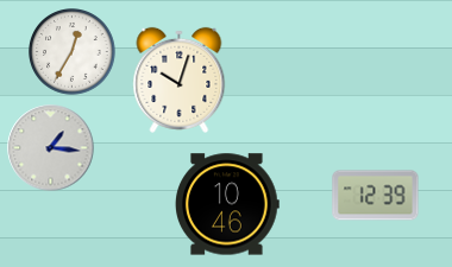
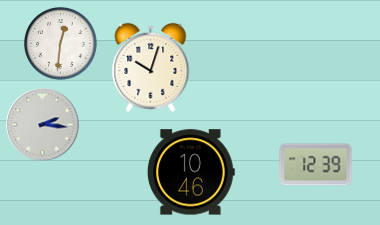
clock at (73, 52): 12:35 -> 12:31
clock at (51, 148): 1:16 -> 2:16
